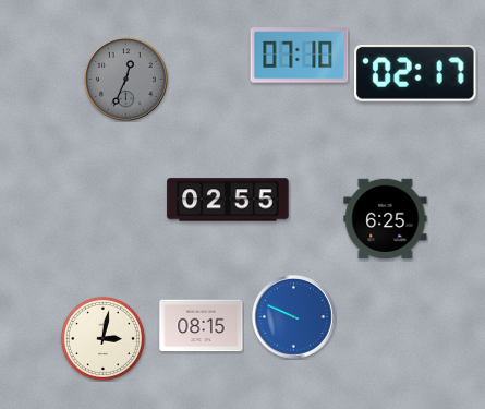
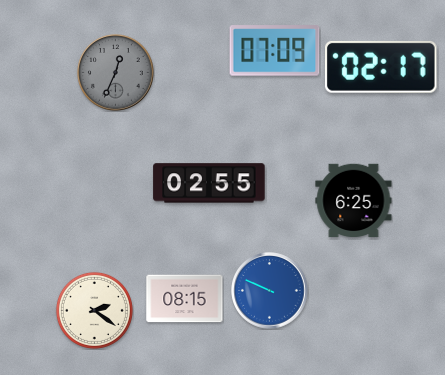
clock at (300, 56): 07:10 -> 07:09
clock at (102, 338): 3:02 -> 2:21
